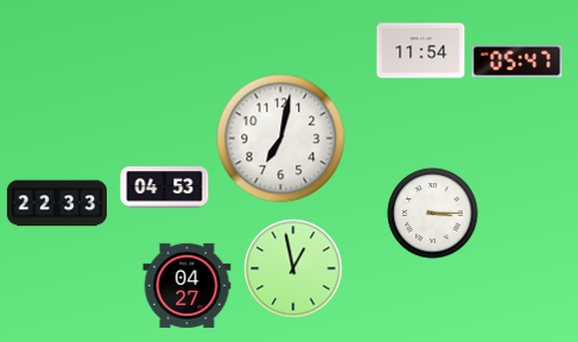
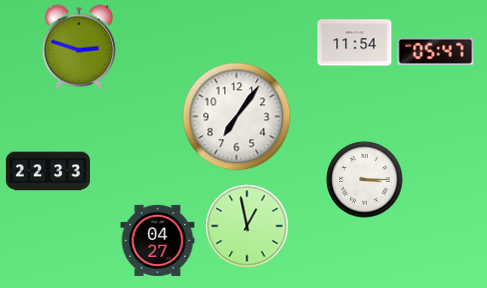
clock at (79, 47): none -> 2:48
clock at (281, 139): 7:02 -> 7:06
clock at (165, 188): 04:53 -> none
